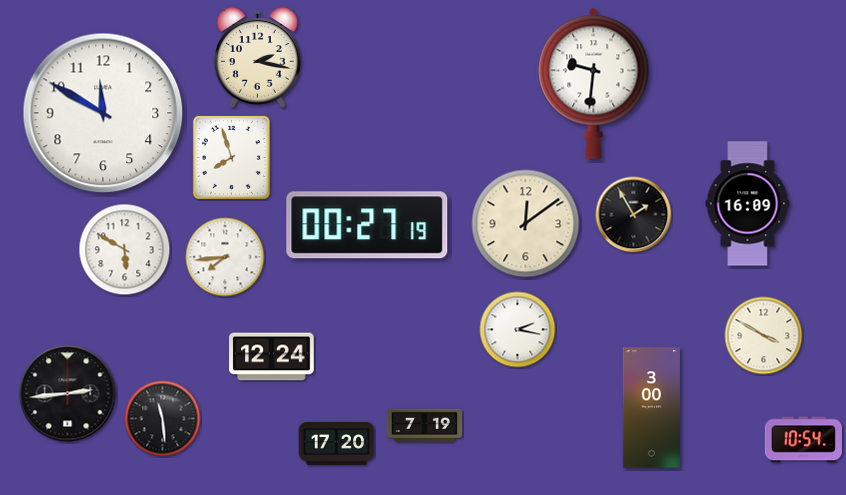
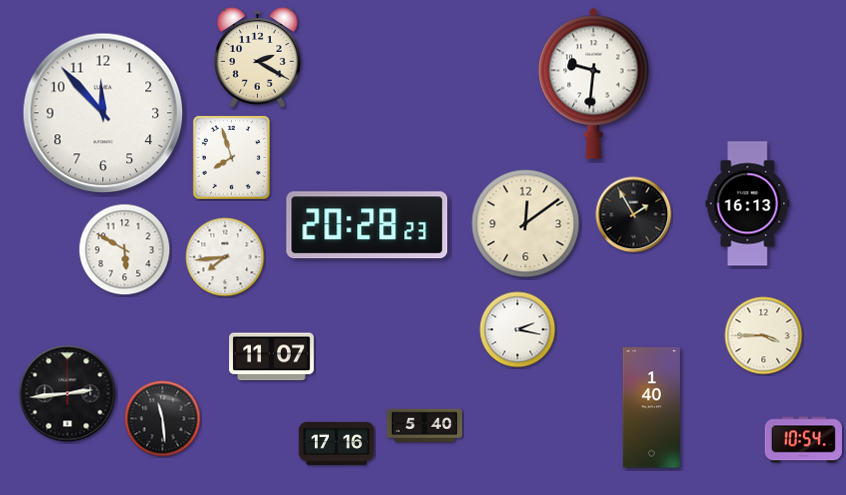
clock at (258, 58): 2:17 -> 2:20
clock at (103, 113): 11:50 -> 11:53
clock at (748, 204): 16:09 -> 16:13
clock at (367, 225): 00:27 -> 20:28
clock at (764, 336): 3:50 -> 3:45
clock at (272, 357): 12:24 -> 11:07
clock at (651, 408): 3:00 -> 1:40
clock at (425, 425): 7:19 -> 5:40
clock at (337, 443): 17:20 -> 17:16
